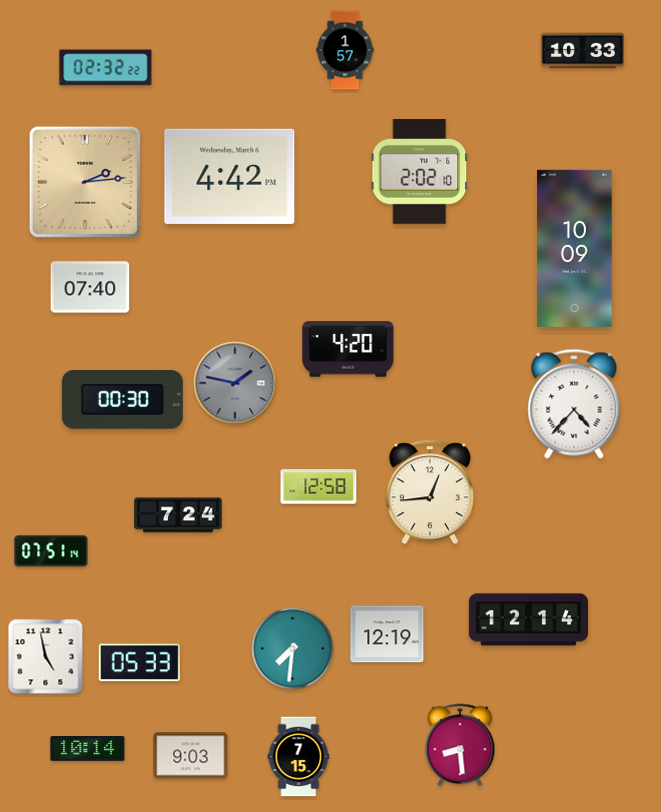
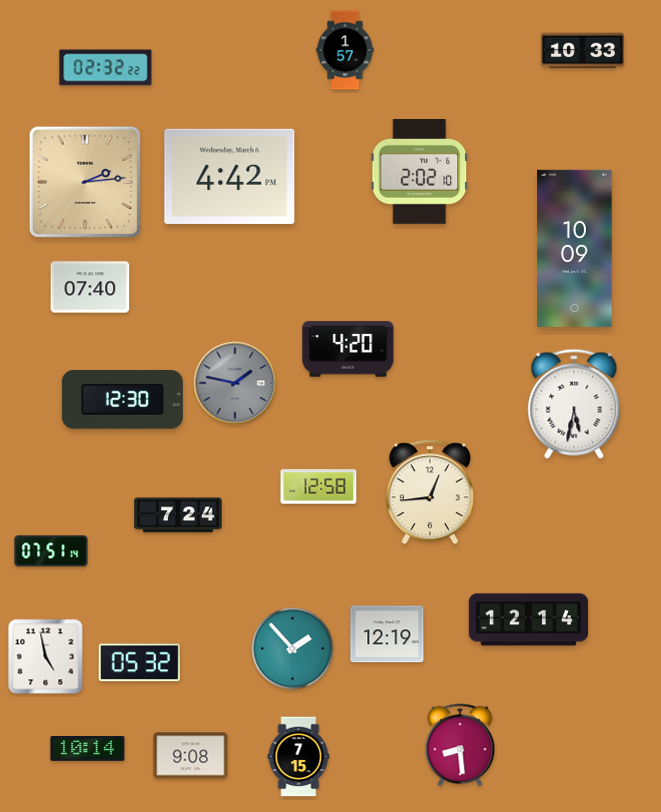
clock at (122, 400): 00:30 -> 12:30
clock at (574, 404): 4:37 -> 5:32
clock at (293, 649): 7:31 -> 1:53
clock at (139, 663): 05:33 -> 05:32
clock at (191, 756): 9:03 -> 9:08
